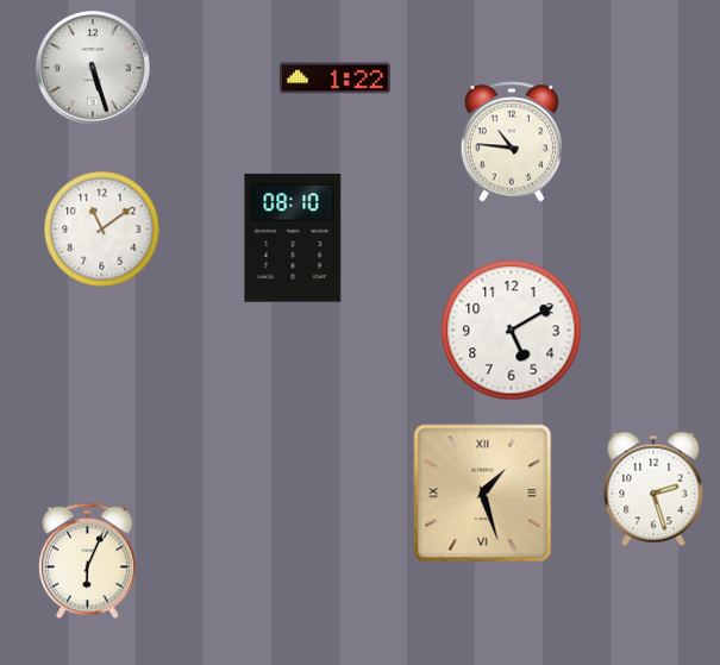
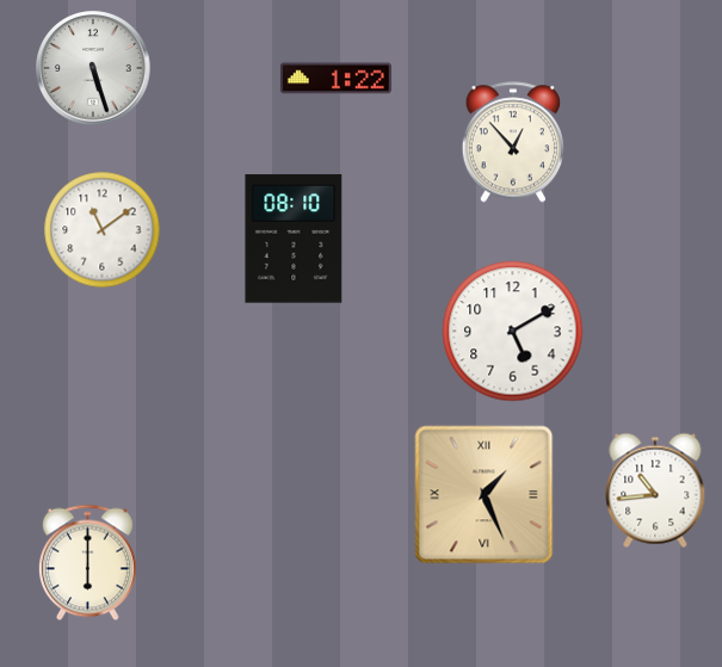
clock at (512, 142): 10:46 -> 12:53
clock at (653, 489): 2:27 -> 10:44
clock at (483, 494): 1:27 -> 1:26
clock at (87, 562): 6:04 -> 6:00
